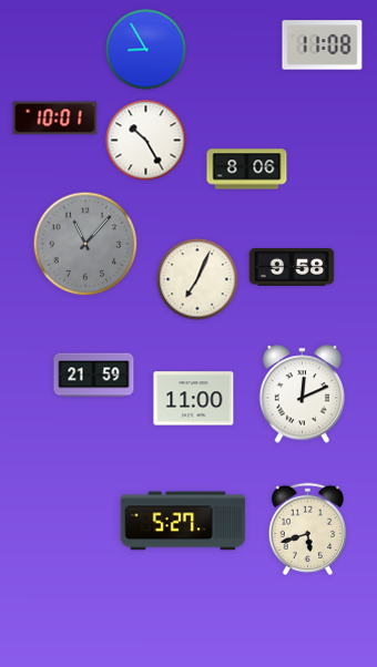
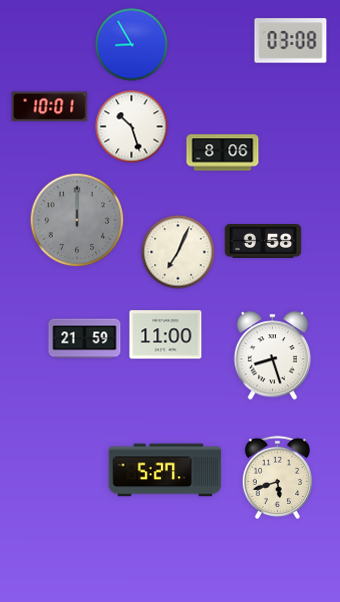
clock at (323, 45): 11:08 -> 03:08
clock at (146, 141): 10:25 -> 10:27
clock at (85, 244): 11:07 -> 12:00
clock at (303, 394): 12:11 -> 8:27
clock at (194, 399) position: (194, 399) -> (166, 335)
